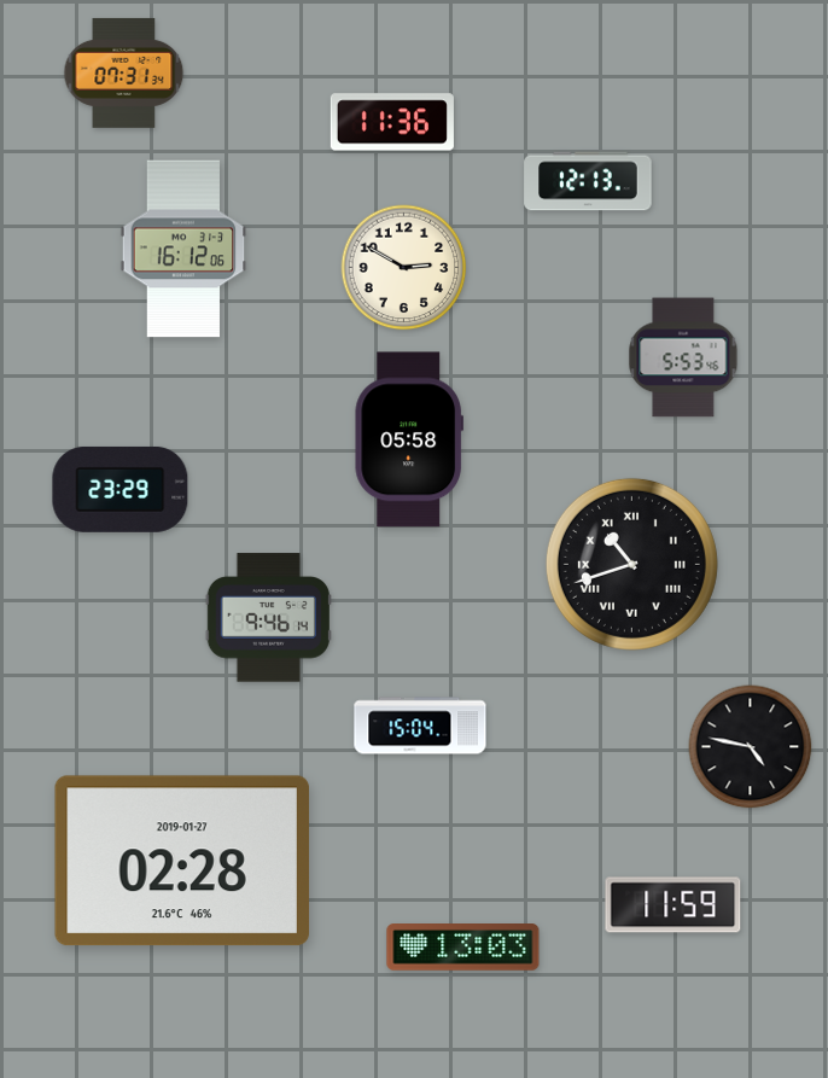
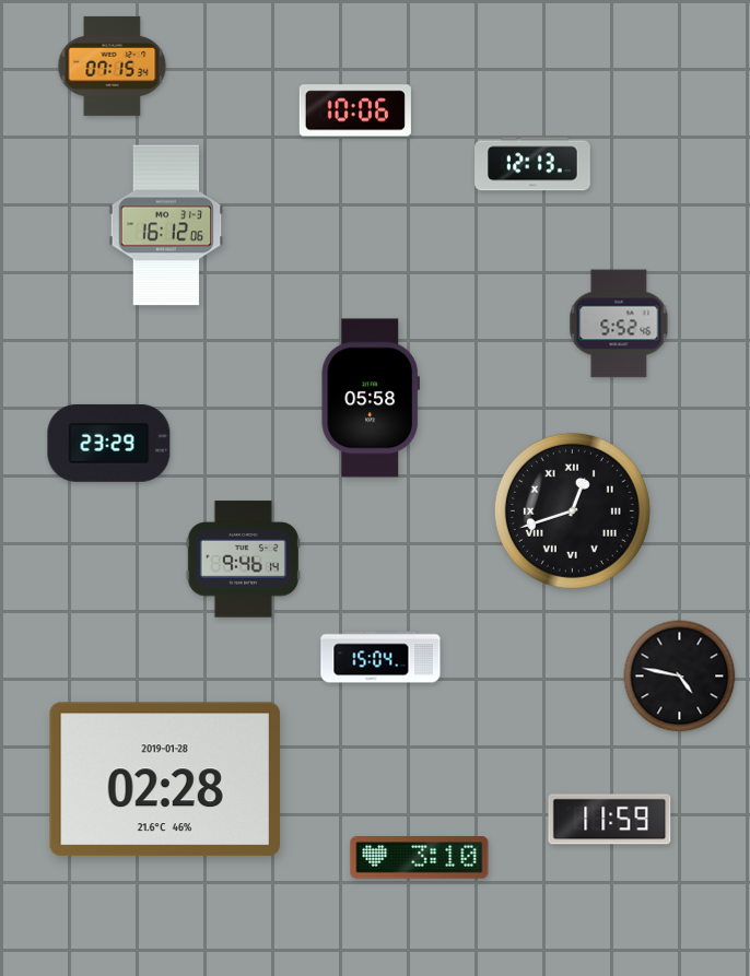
clock at (124, 72): 07:31 -> 07:15
clock at (392, 122): 11:36 -> 10:06
clock at (404, 268): 2:50 -> none
clock at (683, 357): 5:53 -> 5:52
clock at (631, 564): 10:42 -> 12:42
clock at (181, 861) date: 2019-01-27 -> 2019-01-28
clock at (463, 948): 13:03 -> 3:10
